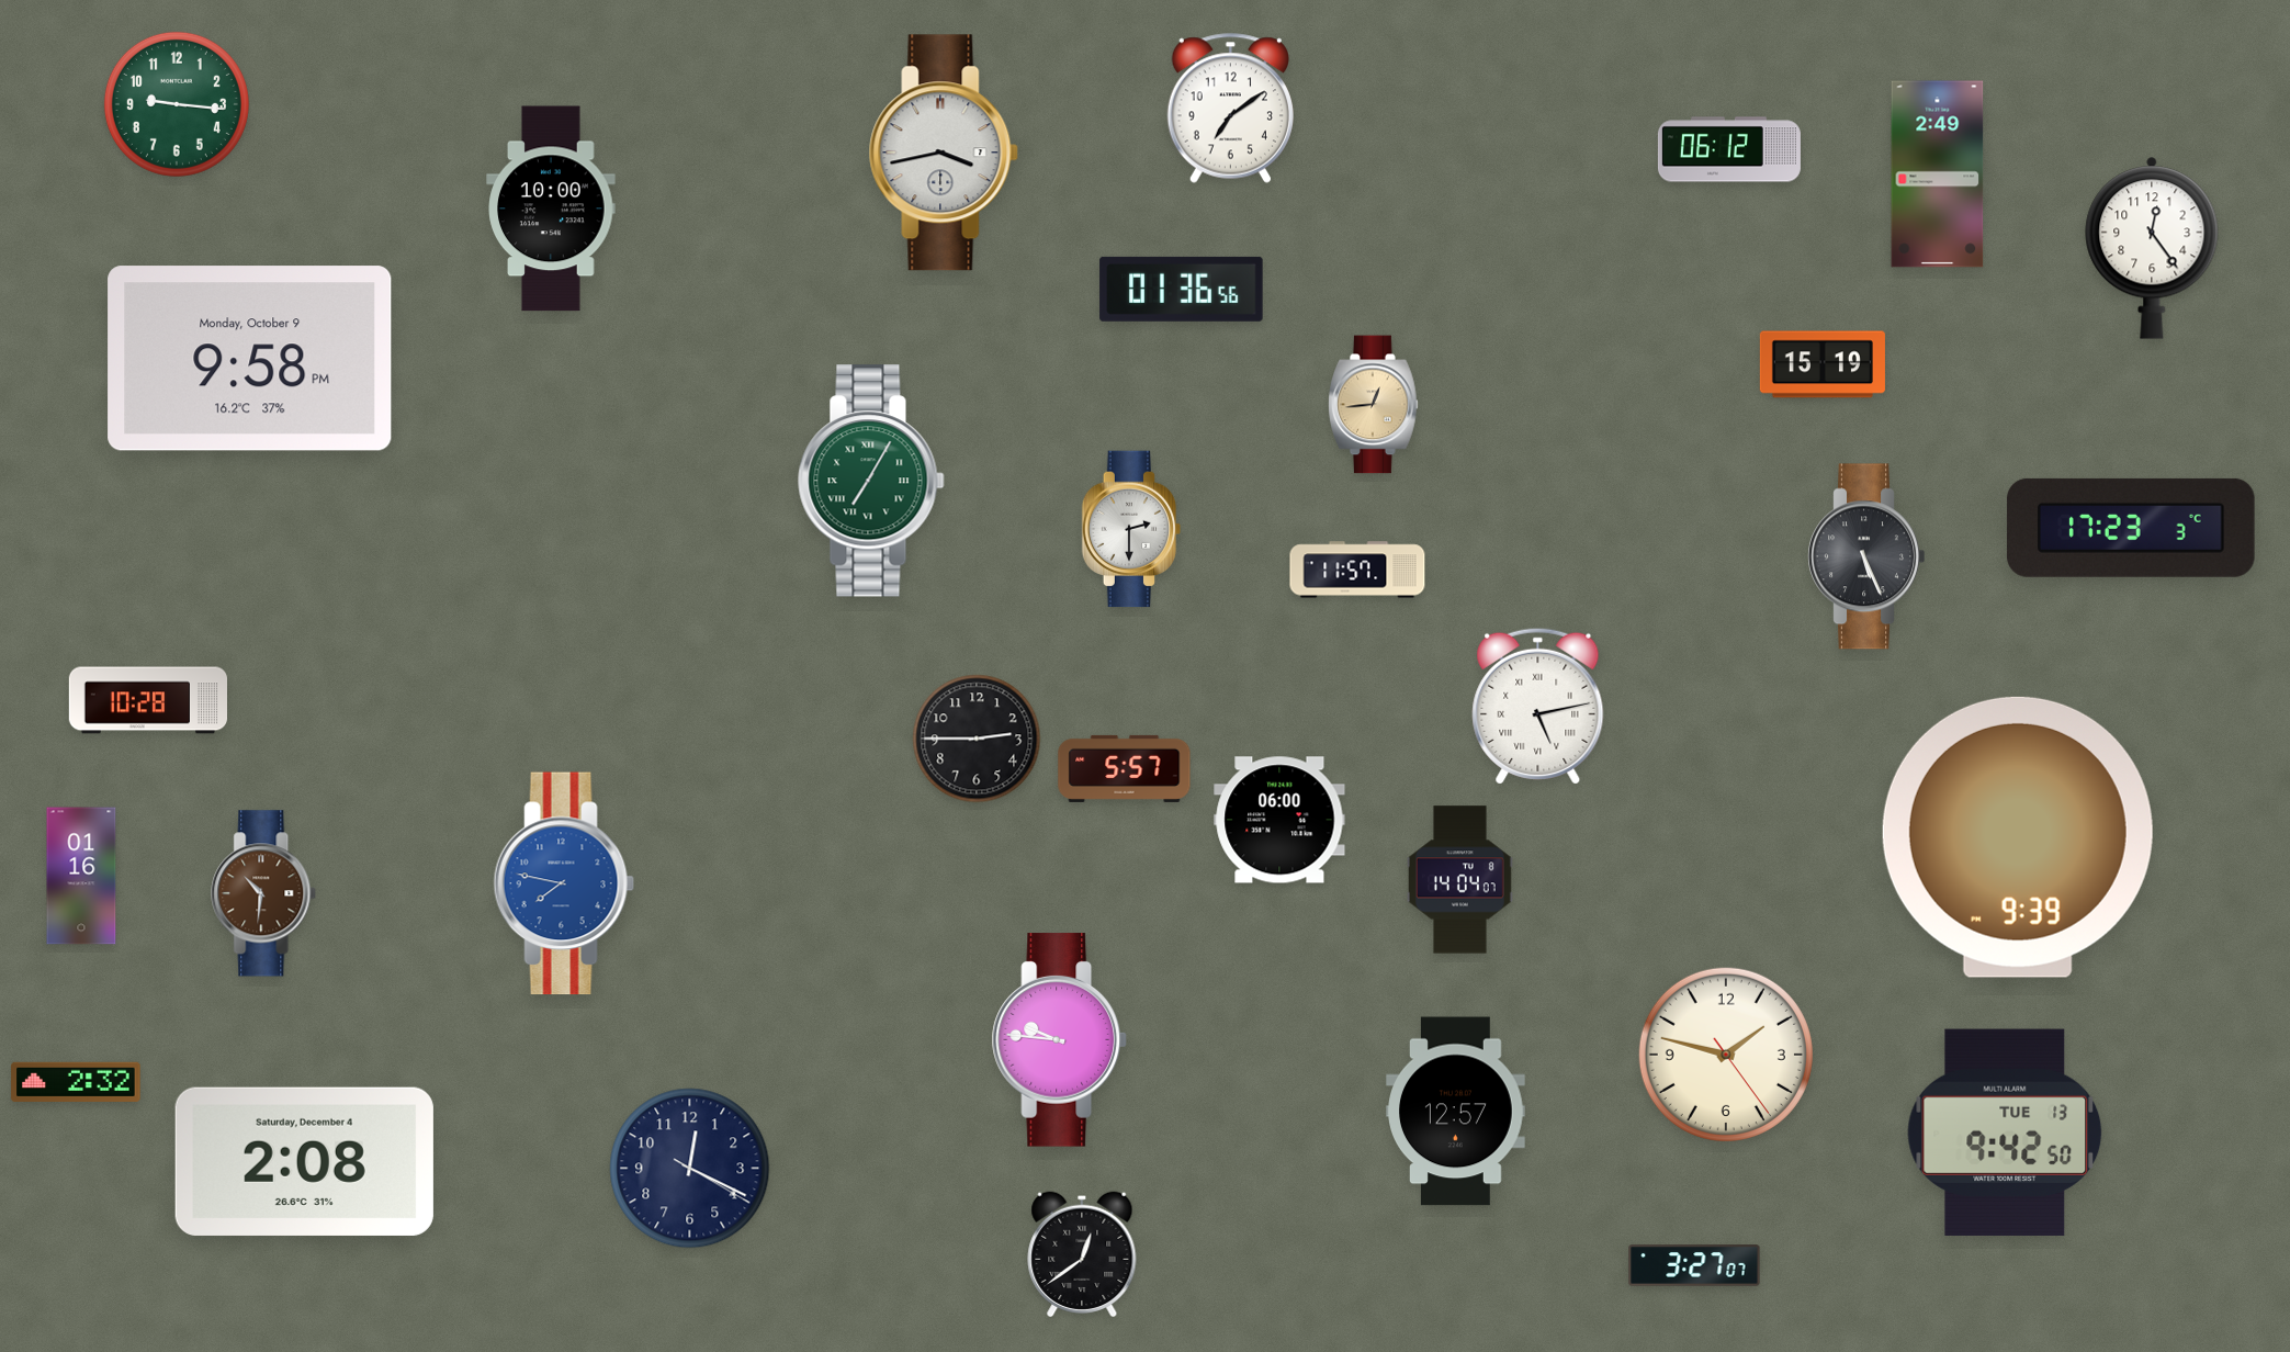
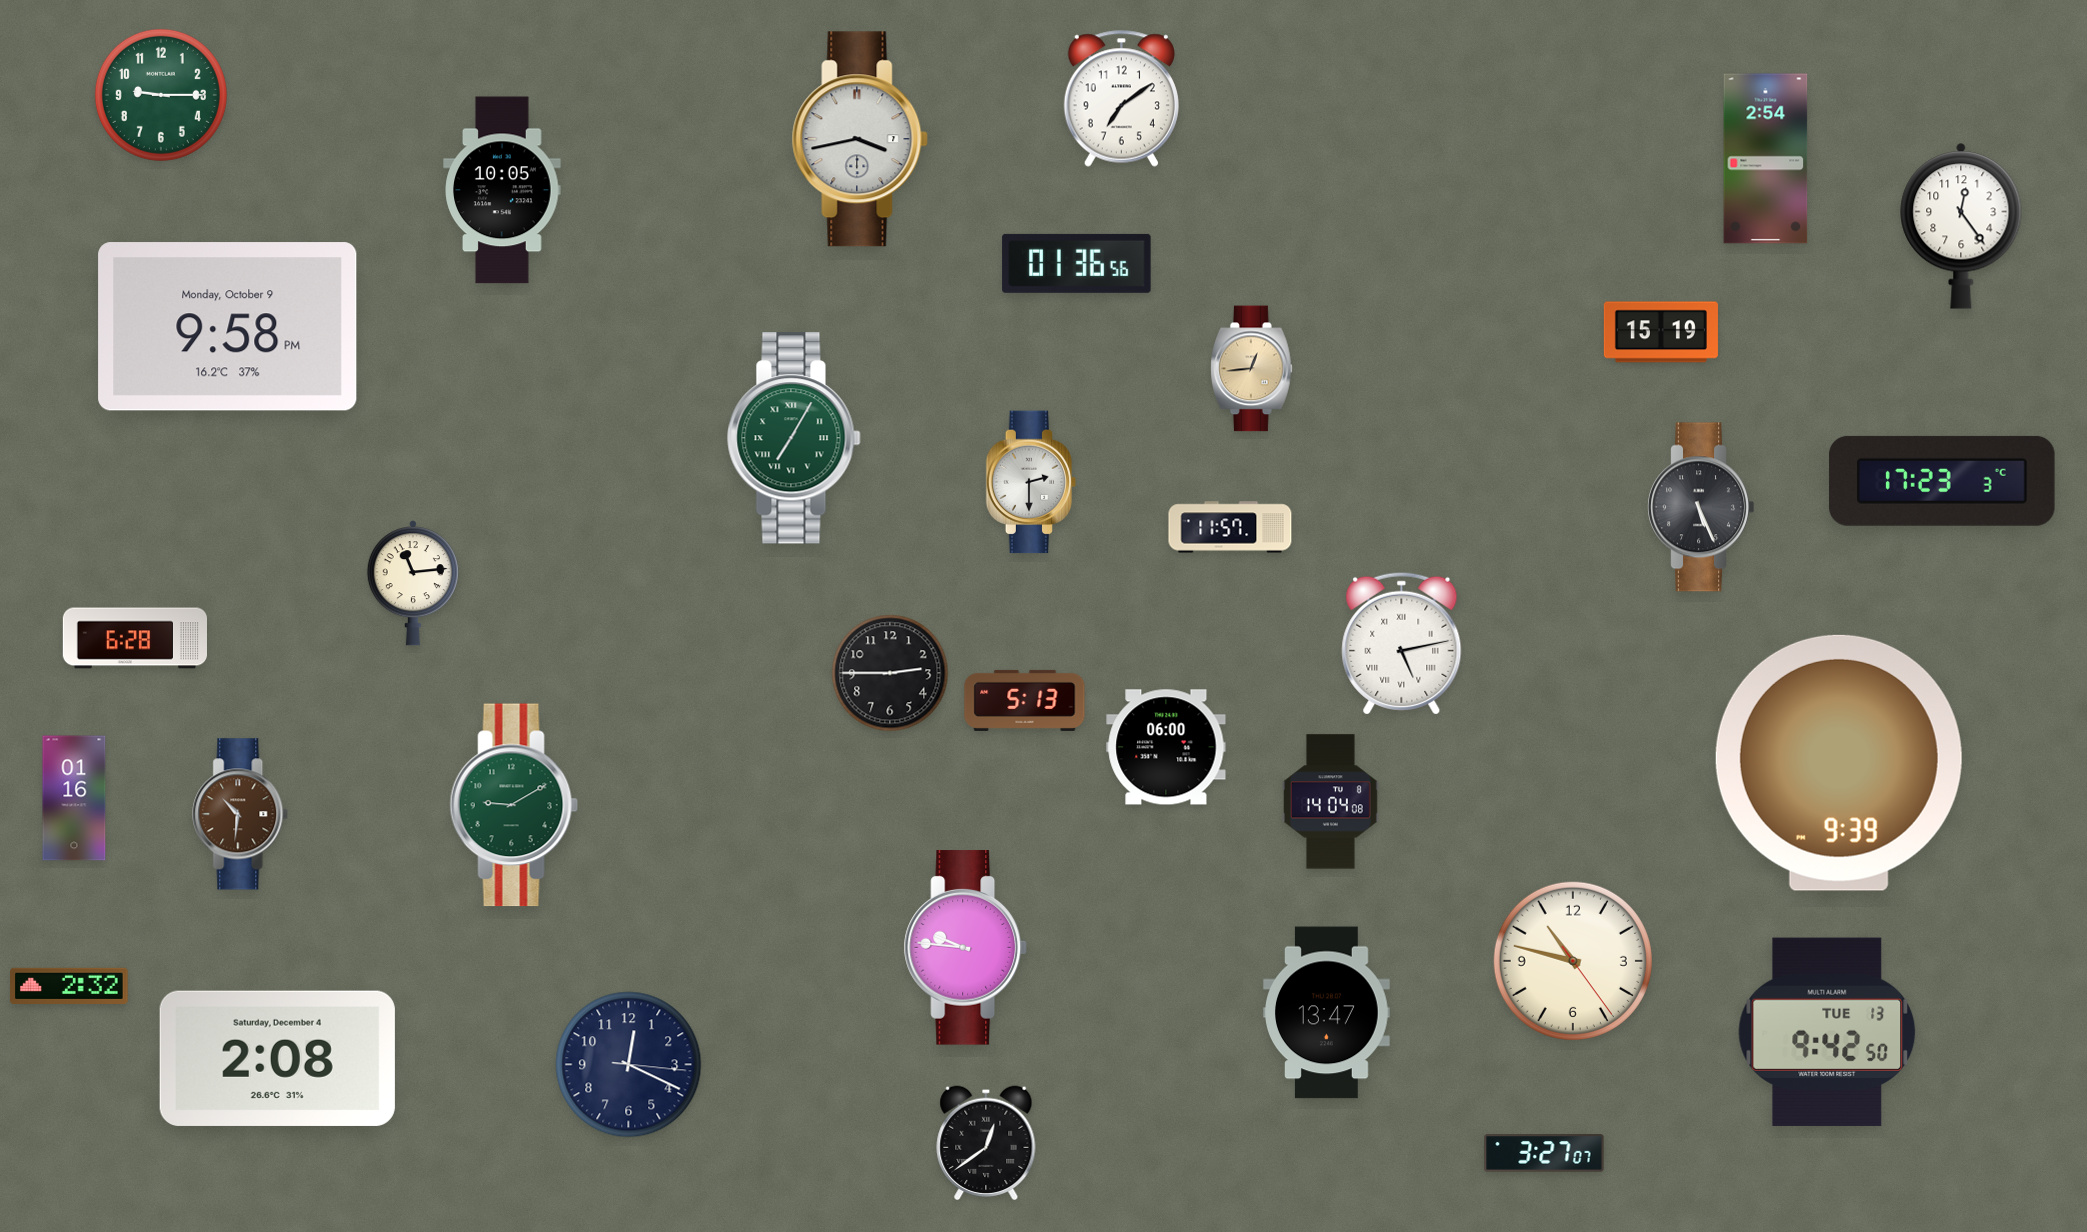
clock at (177, 104): 9:16 -> 9:15
clock at (1729, 149): 06:12 -> none
clock at (1938, 174): 2:49 -> 2:54
clock at (551, 209): 10:00 -> 10:05
clock at (1357, 570) position: (1357, 570) -> (1230, 527)
clock at (413, 583): none -> 11:14
clock at (147, 700): 10:28 -> 6:28
clock at (1125, 768): 5:57 -> 5:13
clock at (1459, 880): 14:04:07 -> 14:04:08
clock at (564, 883): 7:47 -> 9:10
clock at (564, 883) dial: blue -> green
clock at (1726, 1055): 1:47 -> 10:47
clock at (1456, 1112): 12:57 -> 13:47
clock at (690, 1169): 12:19:20 -> 12:19:16
